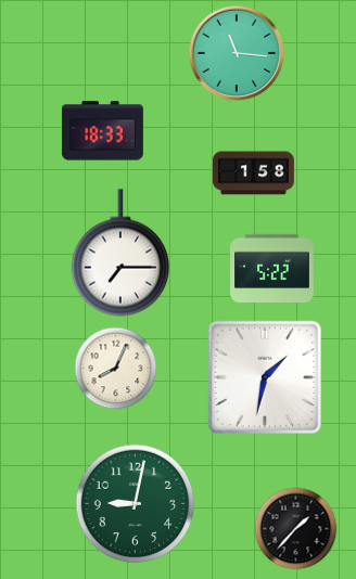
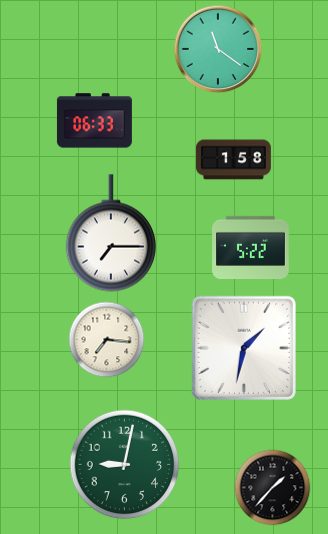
clock at (237, 53): 11:16 -> 11:21
clock at (102, 131): 18:33 -> 06:33
clock at (116, 369): 8:04 -> 7:16
